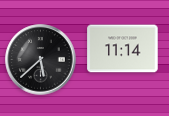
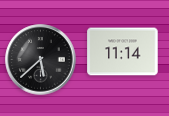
clock at (123, 49) position: (123, 49) -> (123, 52)
